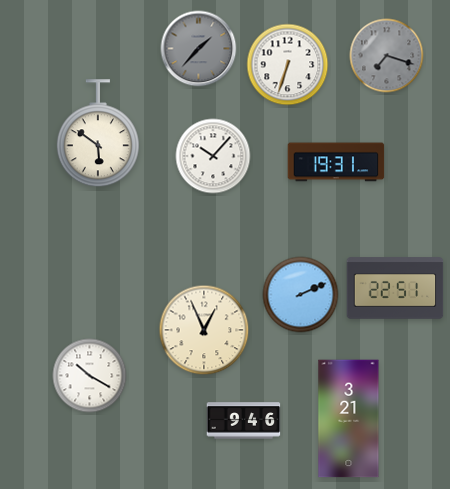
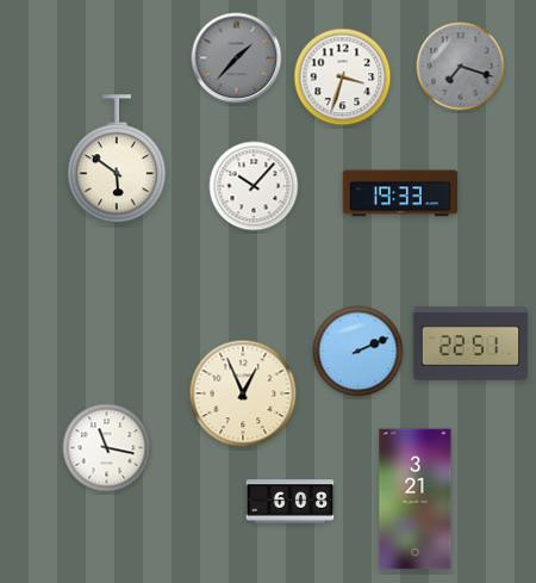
clock at (288, 65): 6:33 -> 3:33
clock at (336, 162): 19:31 -> 19:33
clock at (90, 376): 10:20 -> 11:17
clock at (244, 421): 9:46 -> 6:08
